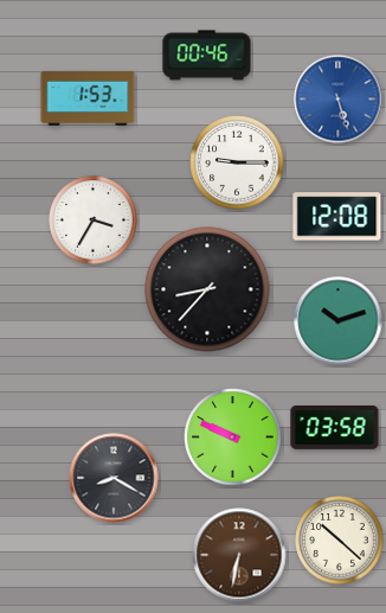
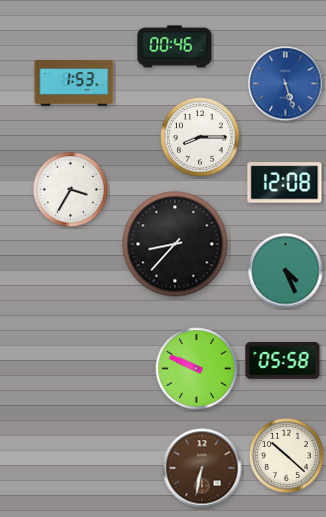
clock at (237, 162): 9:15 -> 8:15
clock at (94, 221) position: (94, 221) -> (71, 190)
clock at (339, 321): 10:12 -> 4:26
clock at (335, 428): 03:58 -> 05:58
clock at (114, 478): 8:20 -> none
